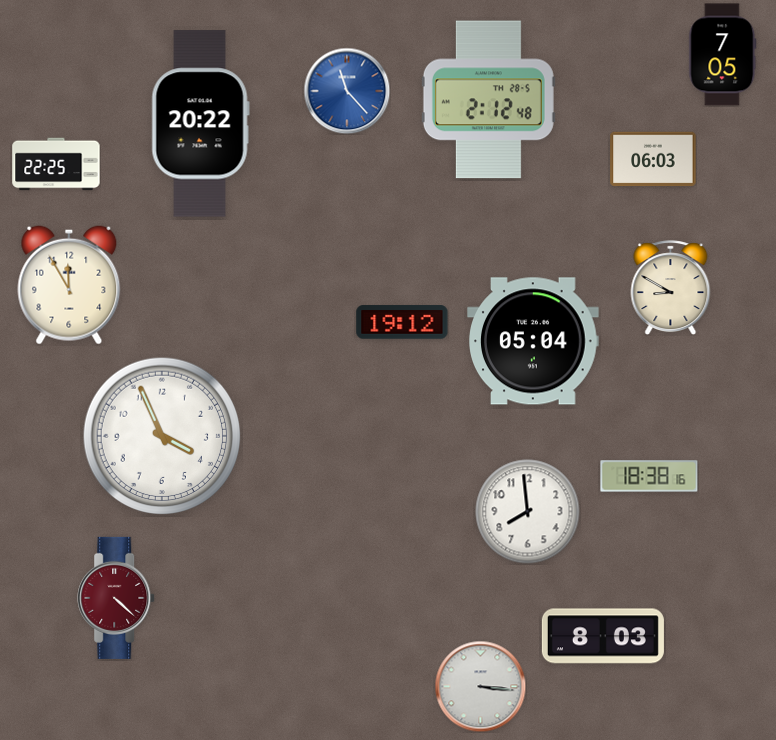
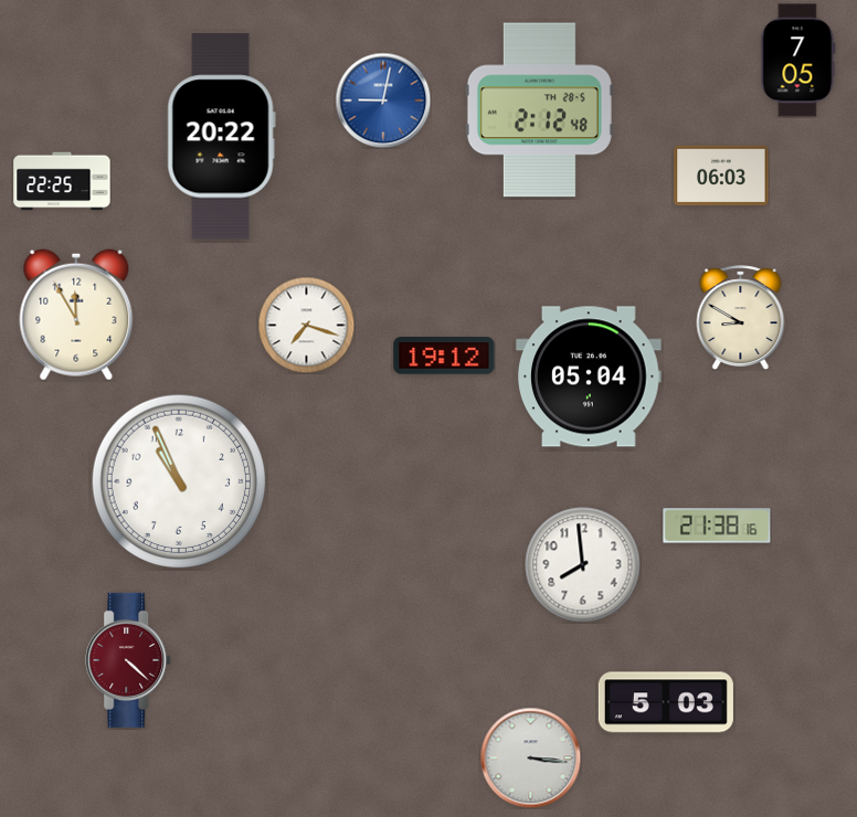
clock at (347, 91): 11:23 -> 9:02
clock at (306, 325): none -> 7:18
clock at (162, 436): 3:56 -> 10:56
clock at (649, 476): 18:38 -> 21:38
clock at (603, 636): 8:03 -> 5:03
